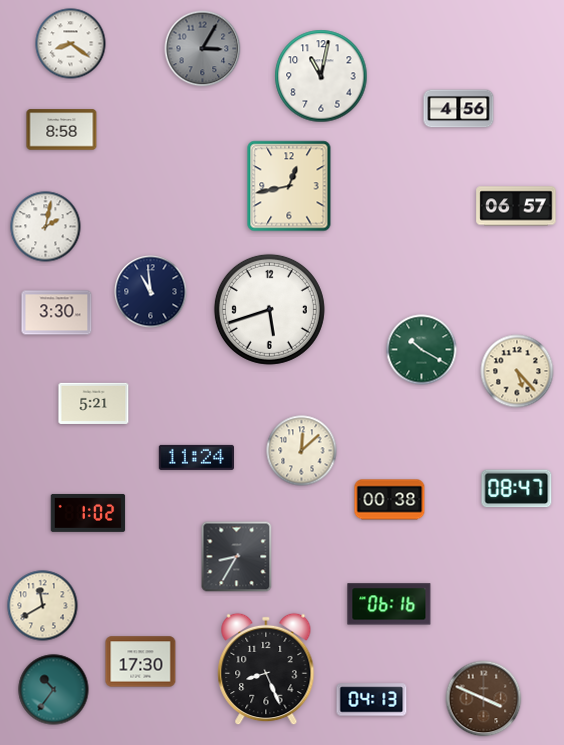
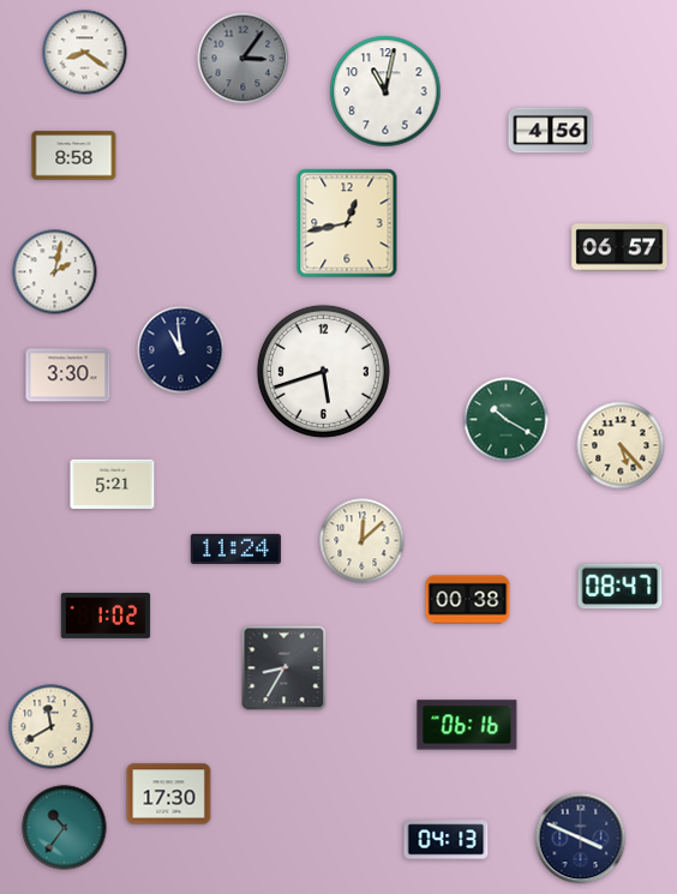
clock at (203, 49): 3:05 -> 3:06
clock at (266, 669): 8:26 -> none
clock at (484, 699) dial: brown -> navy
